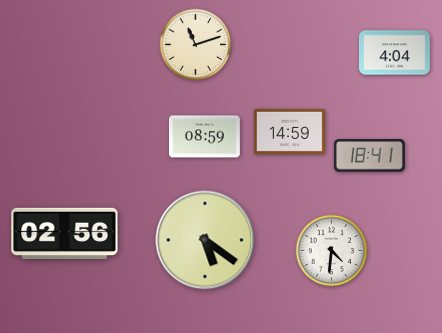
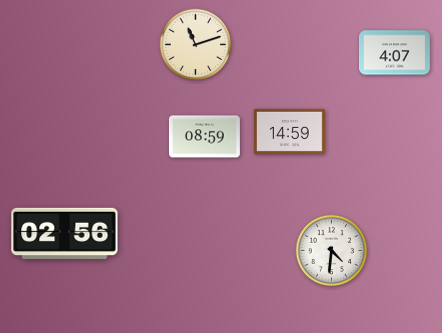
clock at (394, 53): 4:04 -> 4:07
clock at (369, 156): 18:41 -> none
clock at (205, 240): 5:21 -> none
